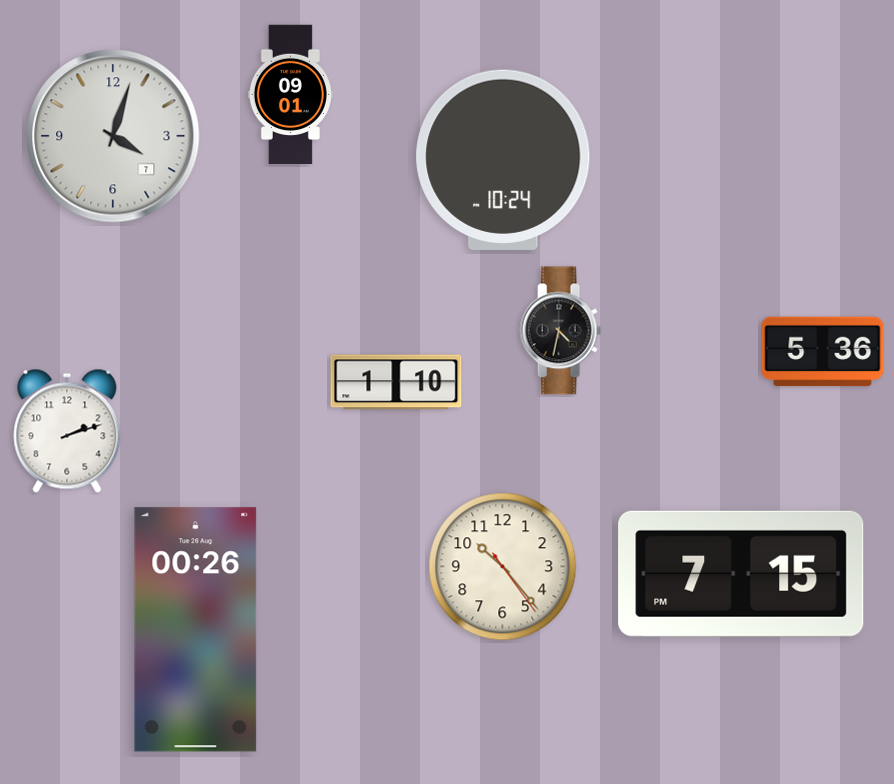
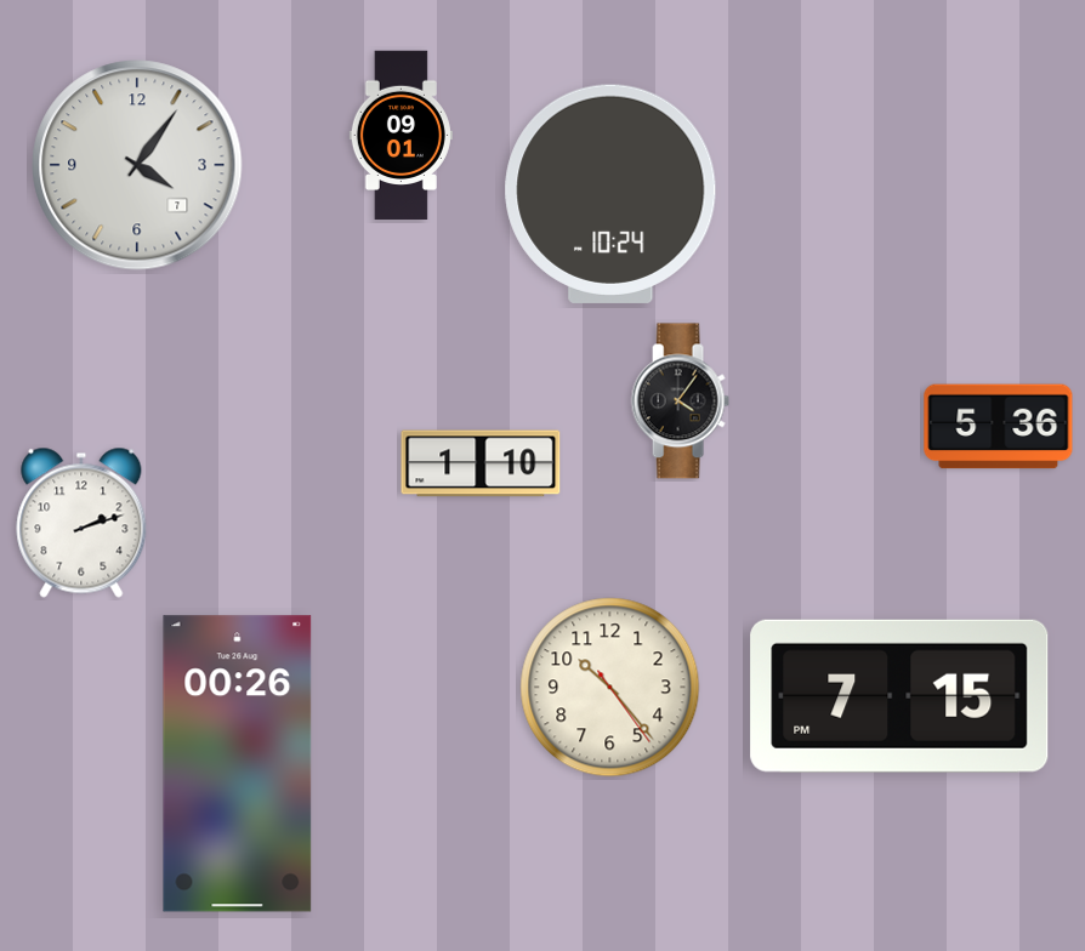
clock at (290, 95) position: (290, 95) -> (401, 136)
clock at (113, 136): 4:03 -> 4:06
clock at (560, 331): 4:32 -> 4:06
